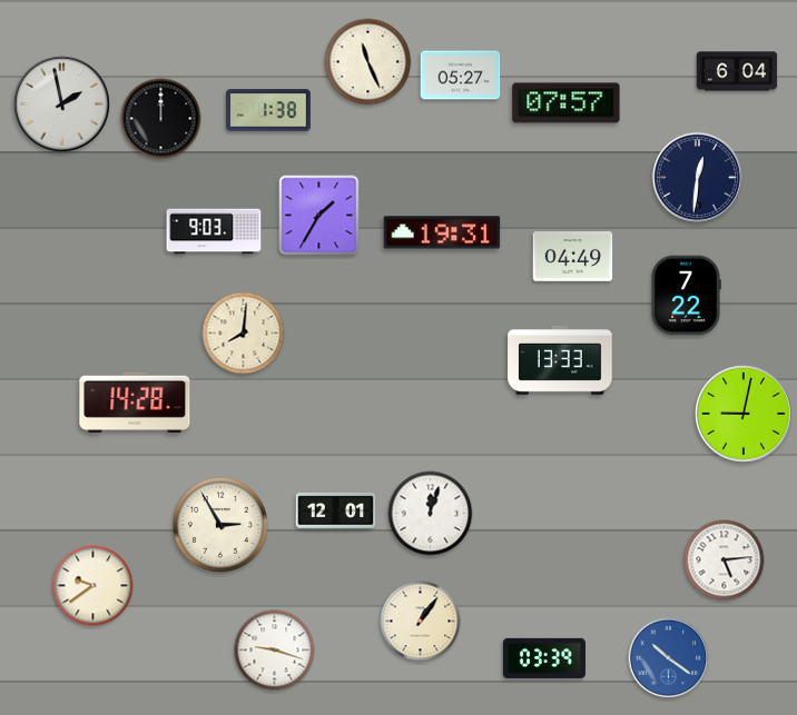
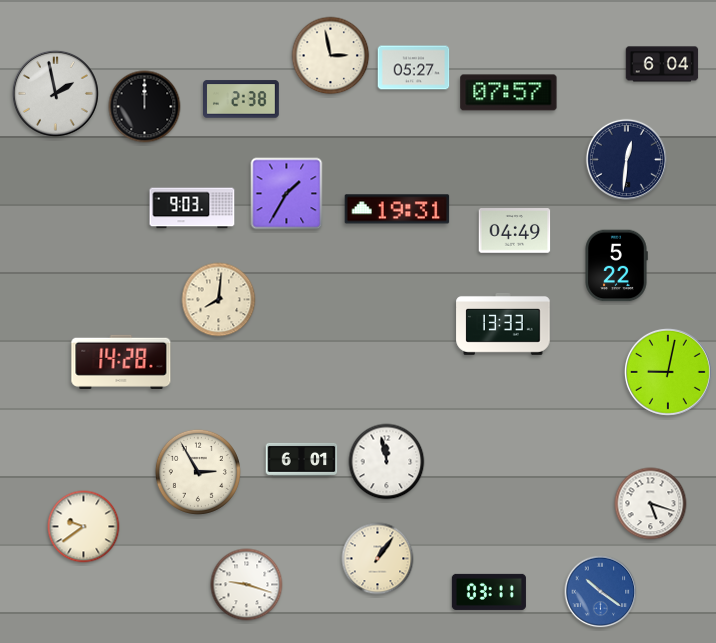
clock at (368, 62): 11:26 -> 2:58
clock at (269, 110): 1:38 -> 2:38
clock at (686, 296): 7:22 -> 5:22
clock at (336, 510): 12:01 -> 6:01
clock at (431, 514): 12:03 -> 11:58
clock at (725, 560): 5:14 -> 5:18
clock at (544, 658): 03:39 -> 03:11
